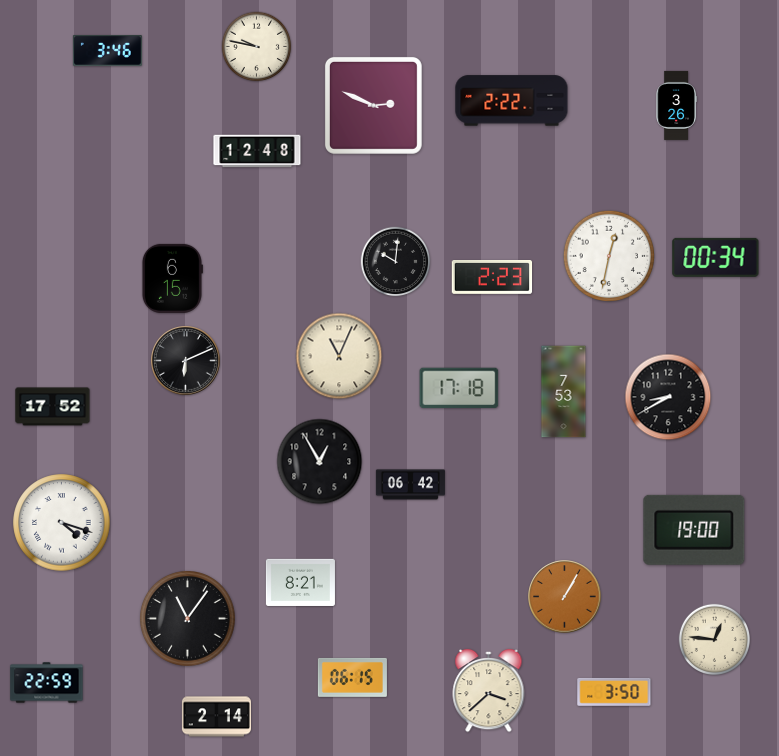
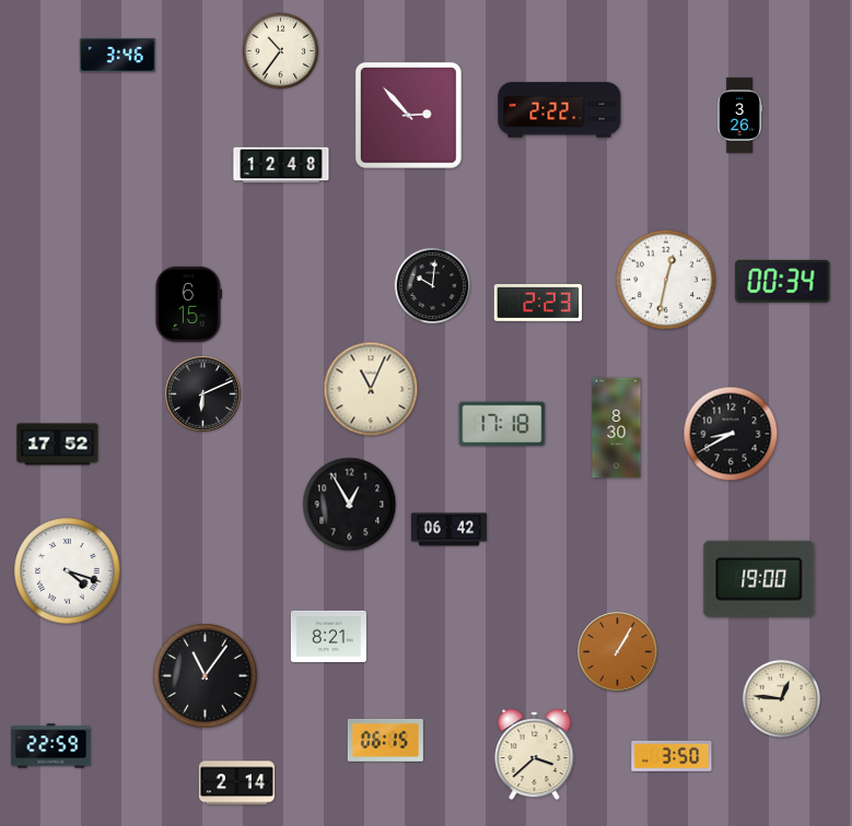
clock at (257, 47): 9:47 -> 10:36
clock at (373, 105): 2:49 -> 2:53
clock at (564, 392): 7:53 -> 8:30
